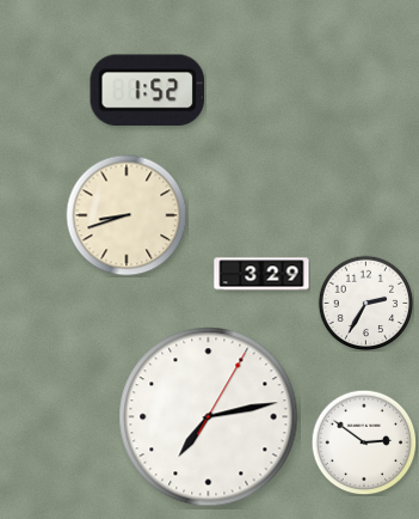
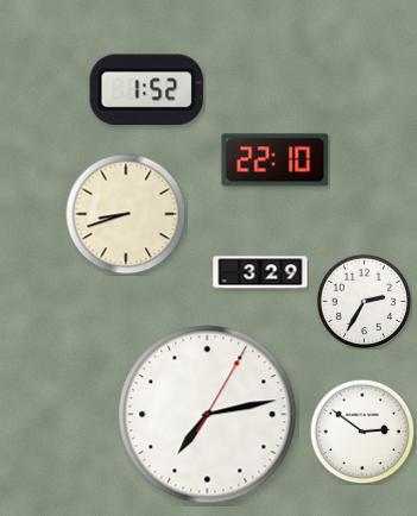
clock at (276, 161): none -> 22:10
clock at (364, 442) position: (364, 442) -> (362, 432)
